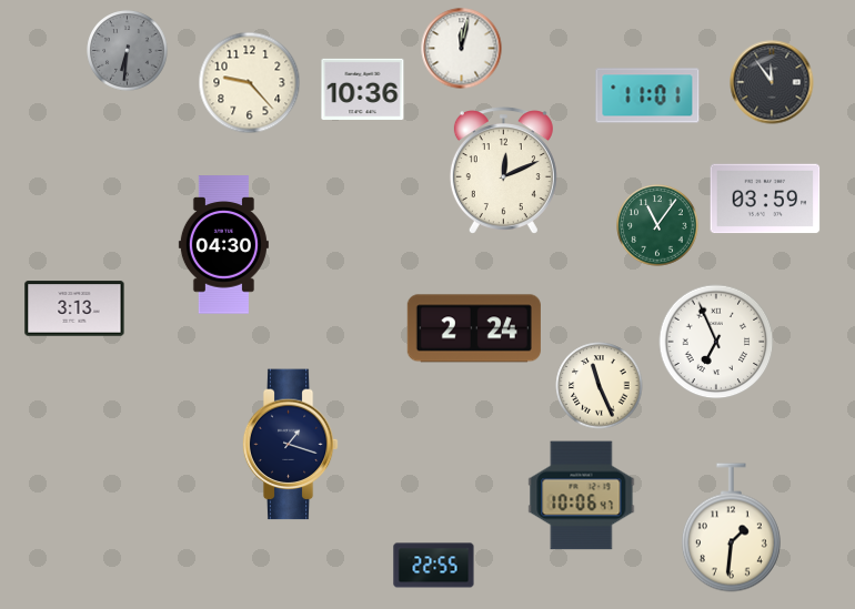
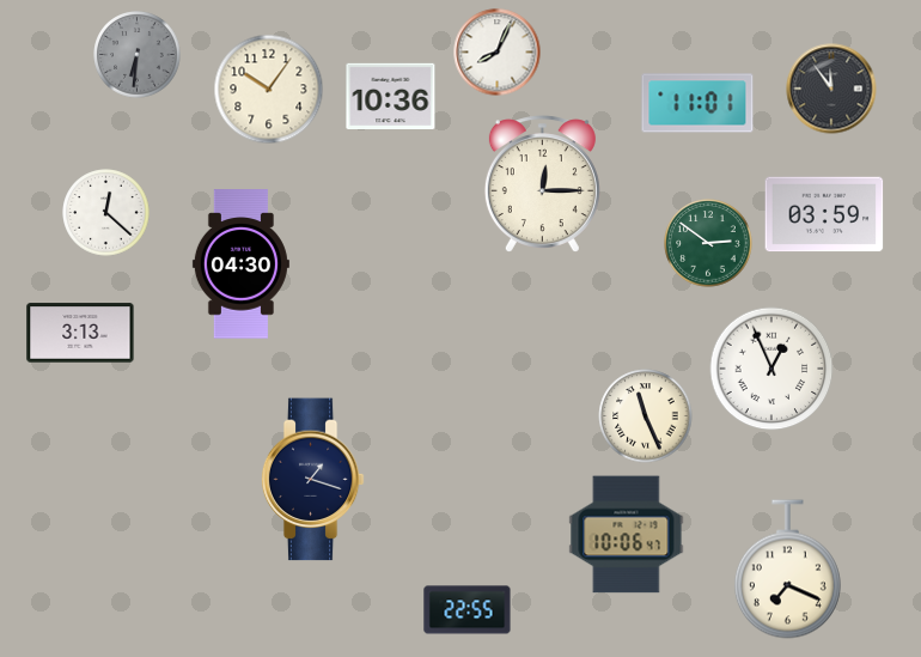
clock at (462, 49): 12:02 -> 8:04
clock at (250, 83): 9:23 -> 10:06
clock at (503, 170): 12:11 -> 12:15
clock at (106, 213): none -> 12:22
clock at (657, 225): 11:06 -> 2:51
clock at (474, 328): 2:24 -> none
clock at (716, 342): 6:56 -> 12:56
clock at (731, 528): 1:31 -> 7:19
